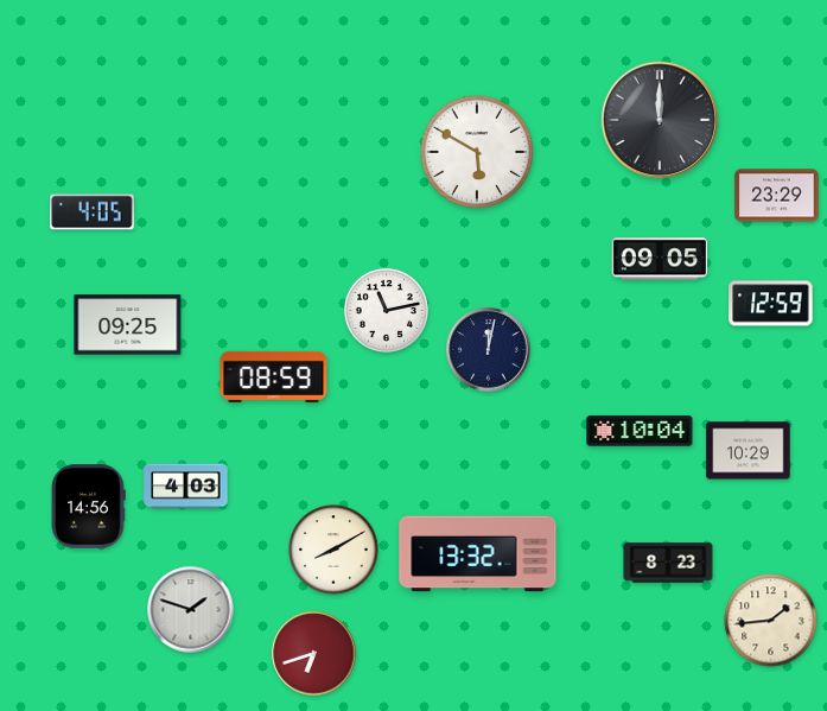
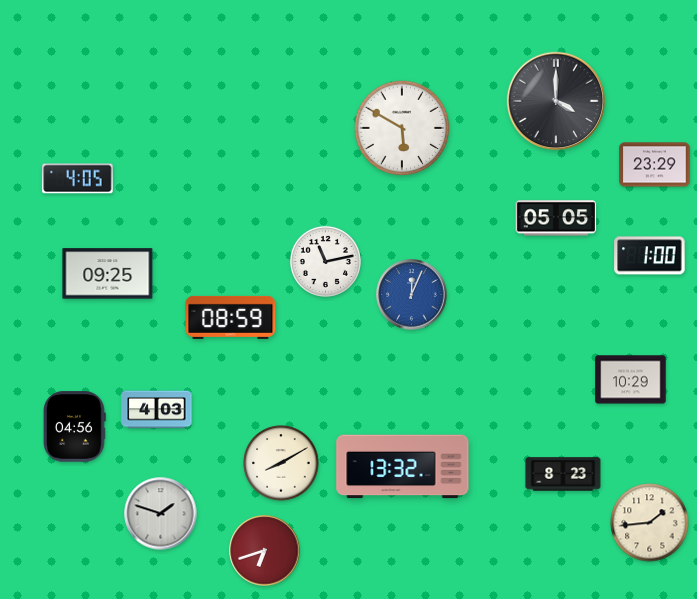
clock at (659, 119): 12:00 -> 4:00
clock at (660, 259): 09:05 -> 05:05
clock at (771, 304): 12:59 -> 1:00
clock at (489, 350): 12:02 -> 12:04
clock at (489, 350) dial: navy -> blue
clock at (640, 431): 10:04 -> none
clock at (89, 507): 14:56 -> 04:56
